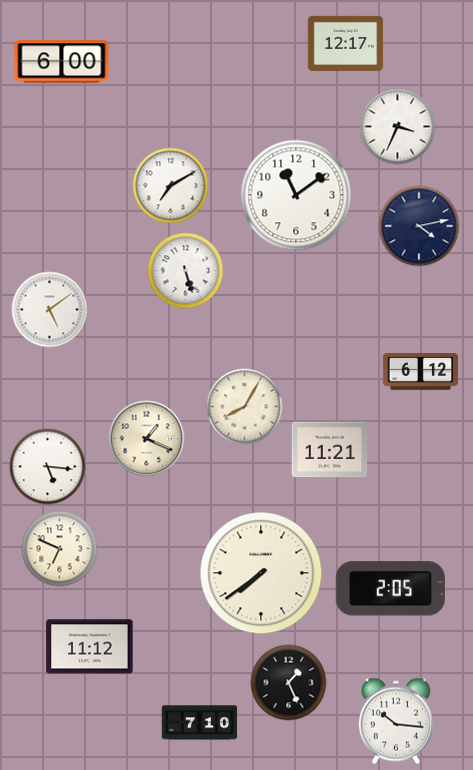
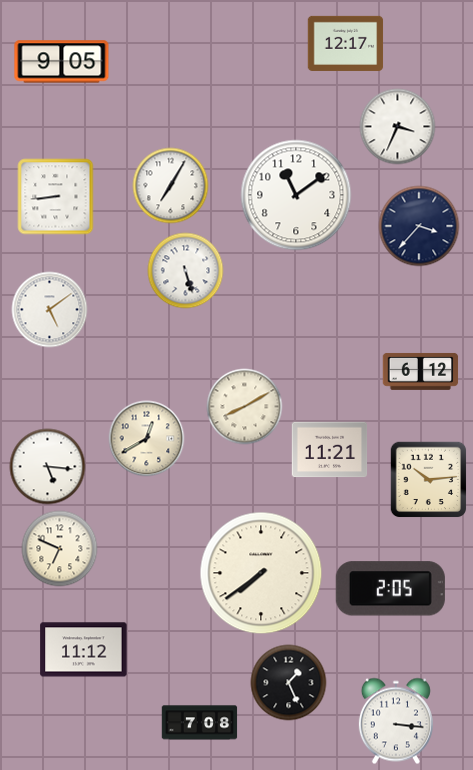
clock at (62, 62): 6:00 -> 9:05
clock at (171, 186): 7:10 -> 7:05
clock at (56, 197): none -> 8:44
clock at (419, 226): 4:13 -> 3:37
clock at (245, 407): 8:05 -> 8:10
clock at (147, 439): 1:19 -> 12:40
clock at (428, 479): none -> 10:14
clock at (90, 647) position: (90, 647) -> (84, 650)
clock at (396, 721): 10:16 -> 3:16
clock at (200, 723): 7:10 -> 7:08
